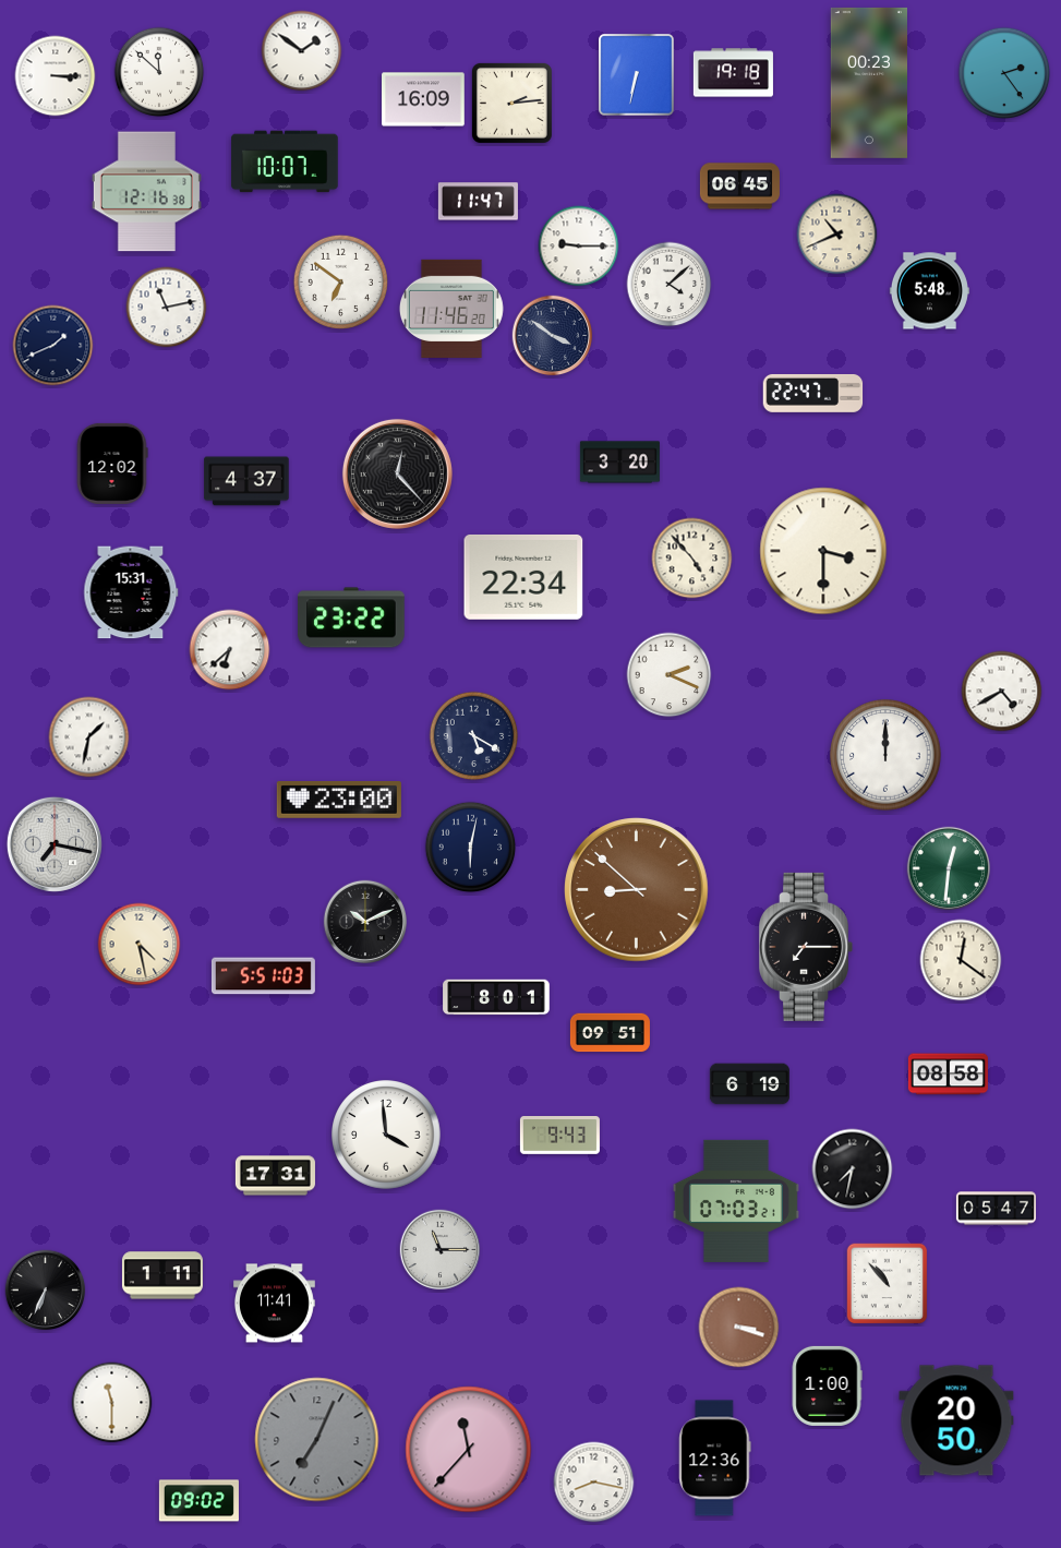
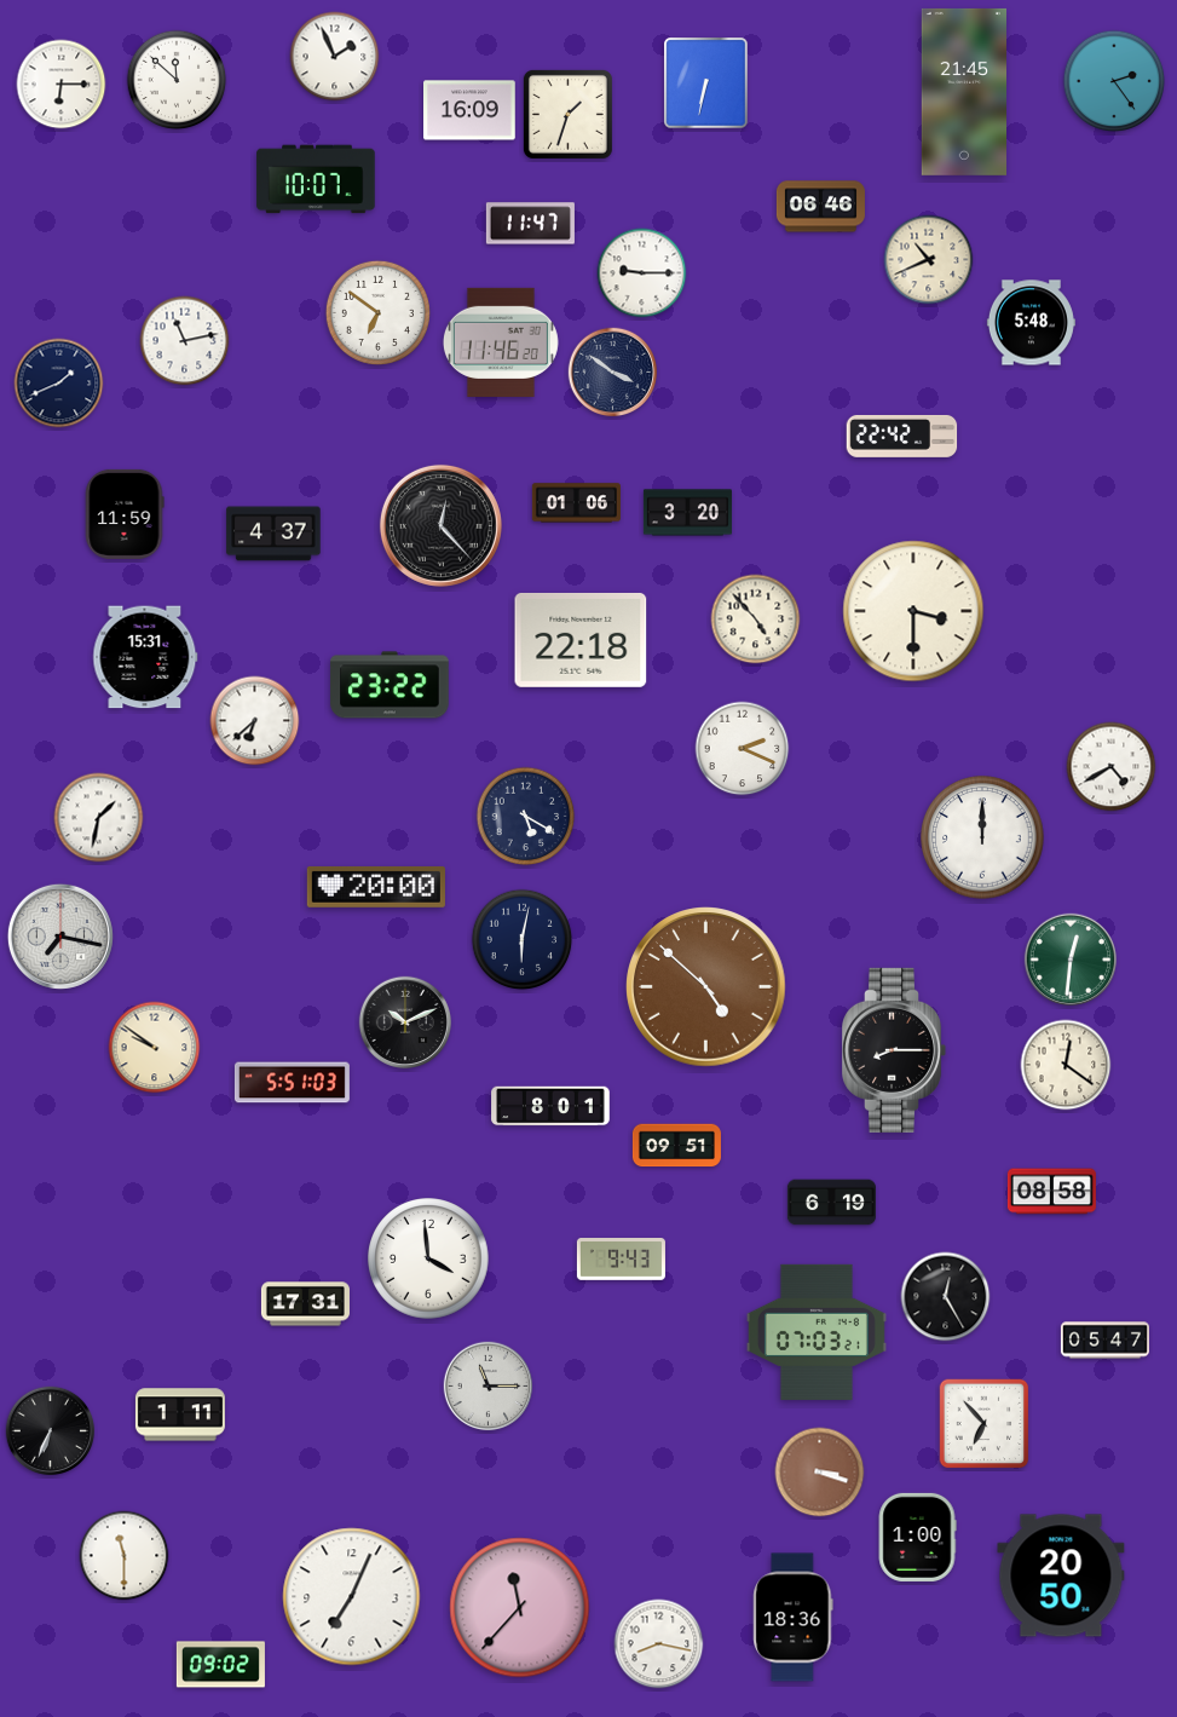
clock at (302, 51): 1:51 -> 1:56
clock at (733, 73): 19:18 -> none
clock at (56, 76): 3:15 -> 6:15
clock at (868, 83): 00:23 -> 21:45
clock at (511, 103): 2:14 -> 1:33
clock at (739, 187): 06:45 -> 06:46
clock at (146, 192): 12:16 -> none
clock at (670, 285): 4:08 -> none
clock at (813, 393): 22:47 -> 22:42
clock at (576, 503): none -> 01:06
clock at (112, 464): 12:02 -> 11:59
clock at (692, 559) position: (692, 559) -> (756, 620)
clock at (523, 577): 22:34 -> 22:18
clock at (339, 800): 23:00 -> 20:00
clock at (949, 868) position: (949, 868) -> (1071, 960)
clock at (637, 890): 8:52 -> 4:52
clock at (140, 945): 4:28 -> 9:51
clock at (807, 947): 7:15 -> 8:15
clock at (853, 1169): 7:32 -> 12:25
clock at (888, 1284): 10:53 -> 6:53
clock at (274, 1304): 11:41 -> none
clock at (317, 1440) dial: grey -> white
clock at (715, 1459): 12:36 -> 18:36
